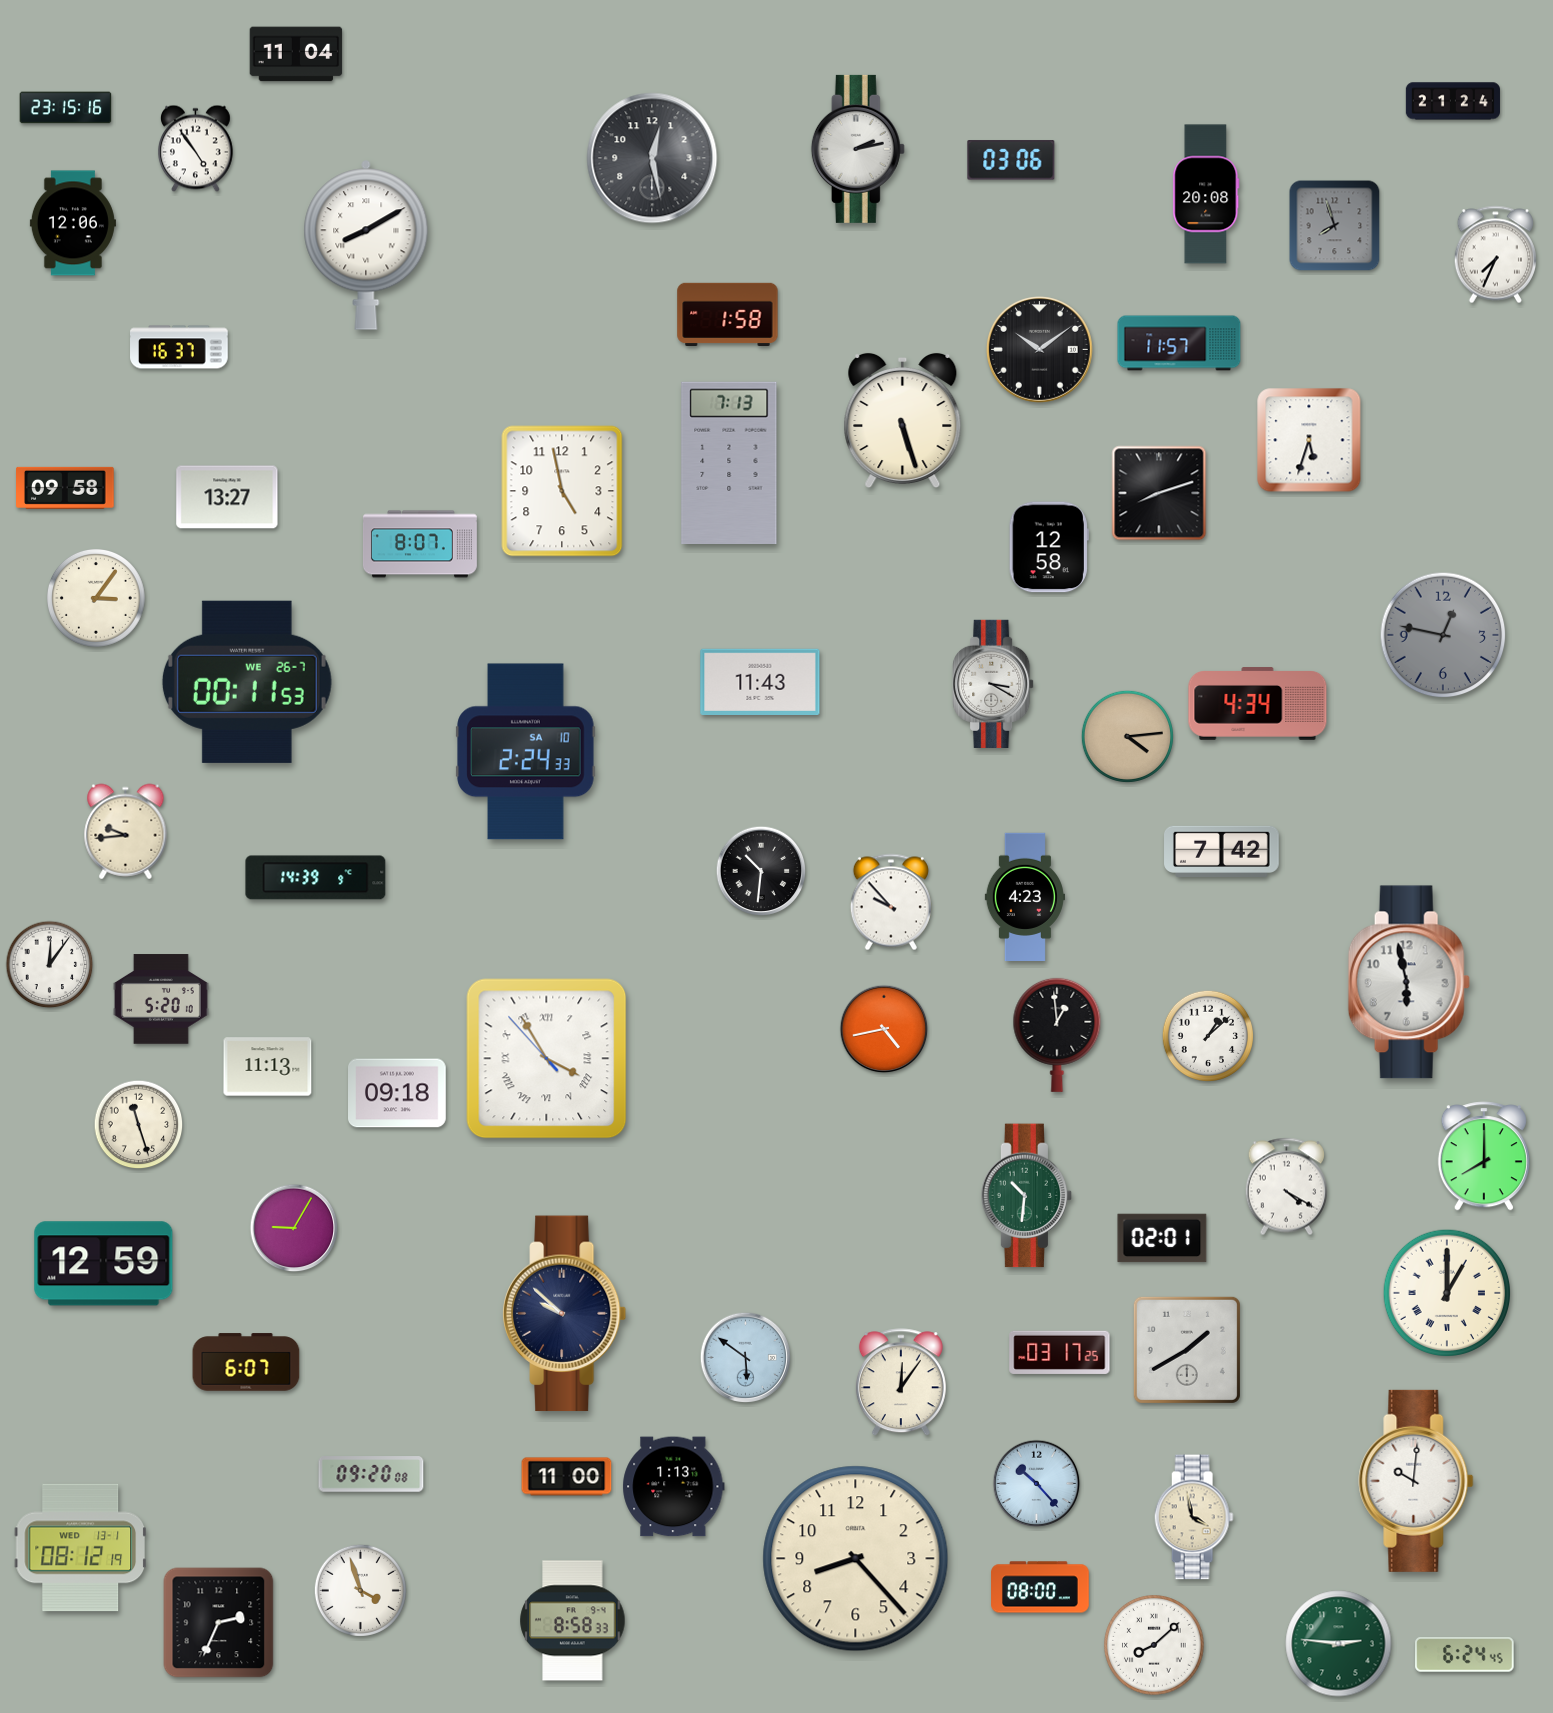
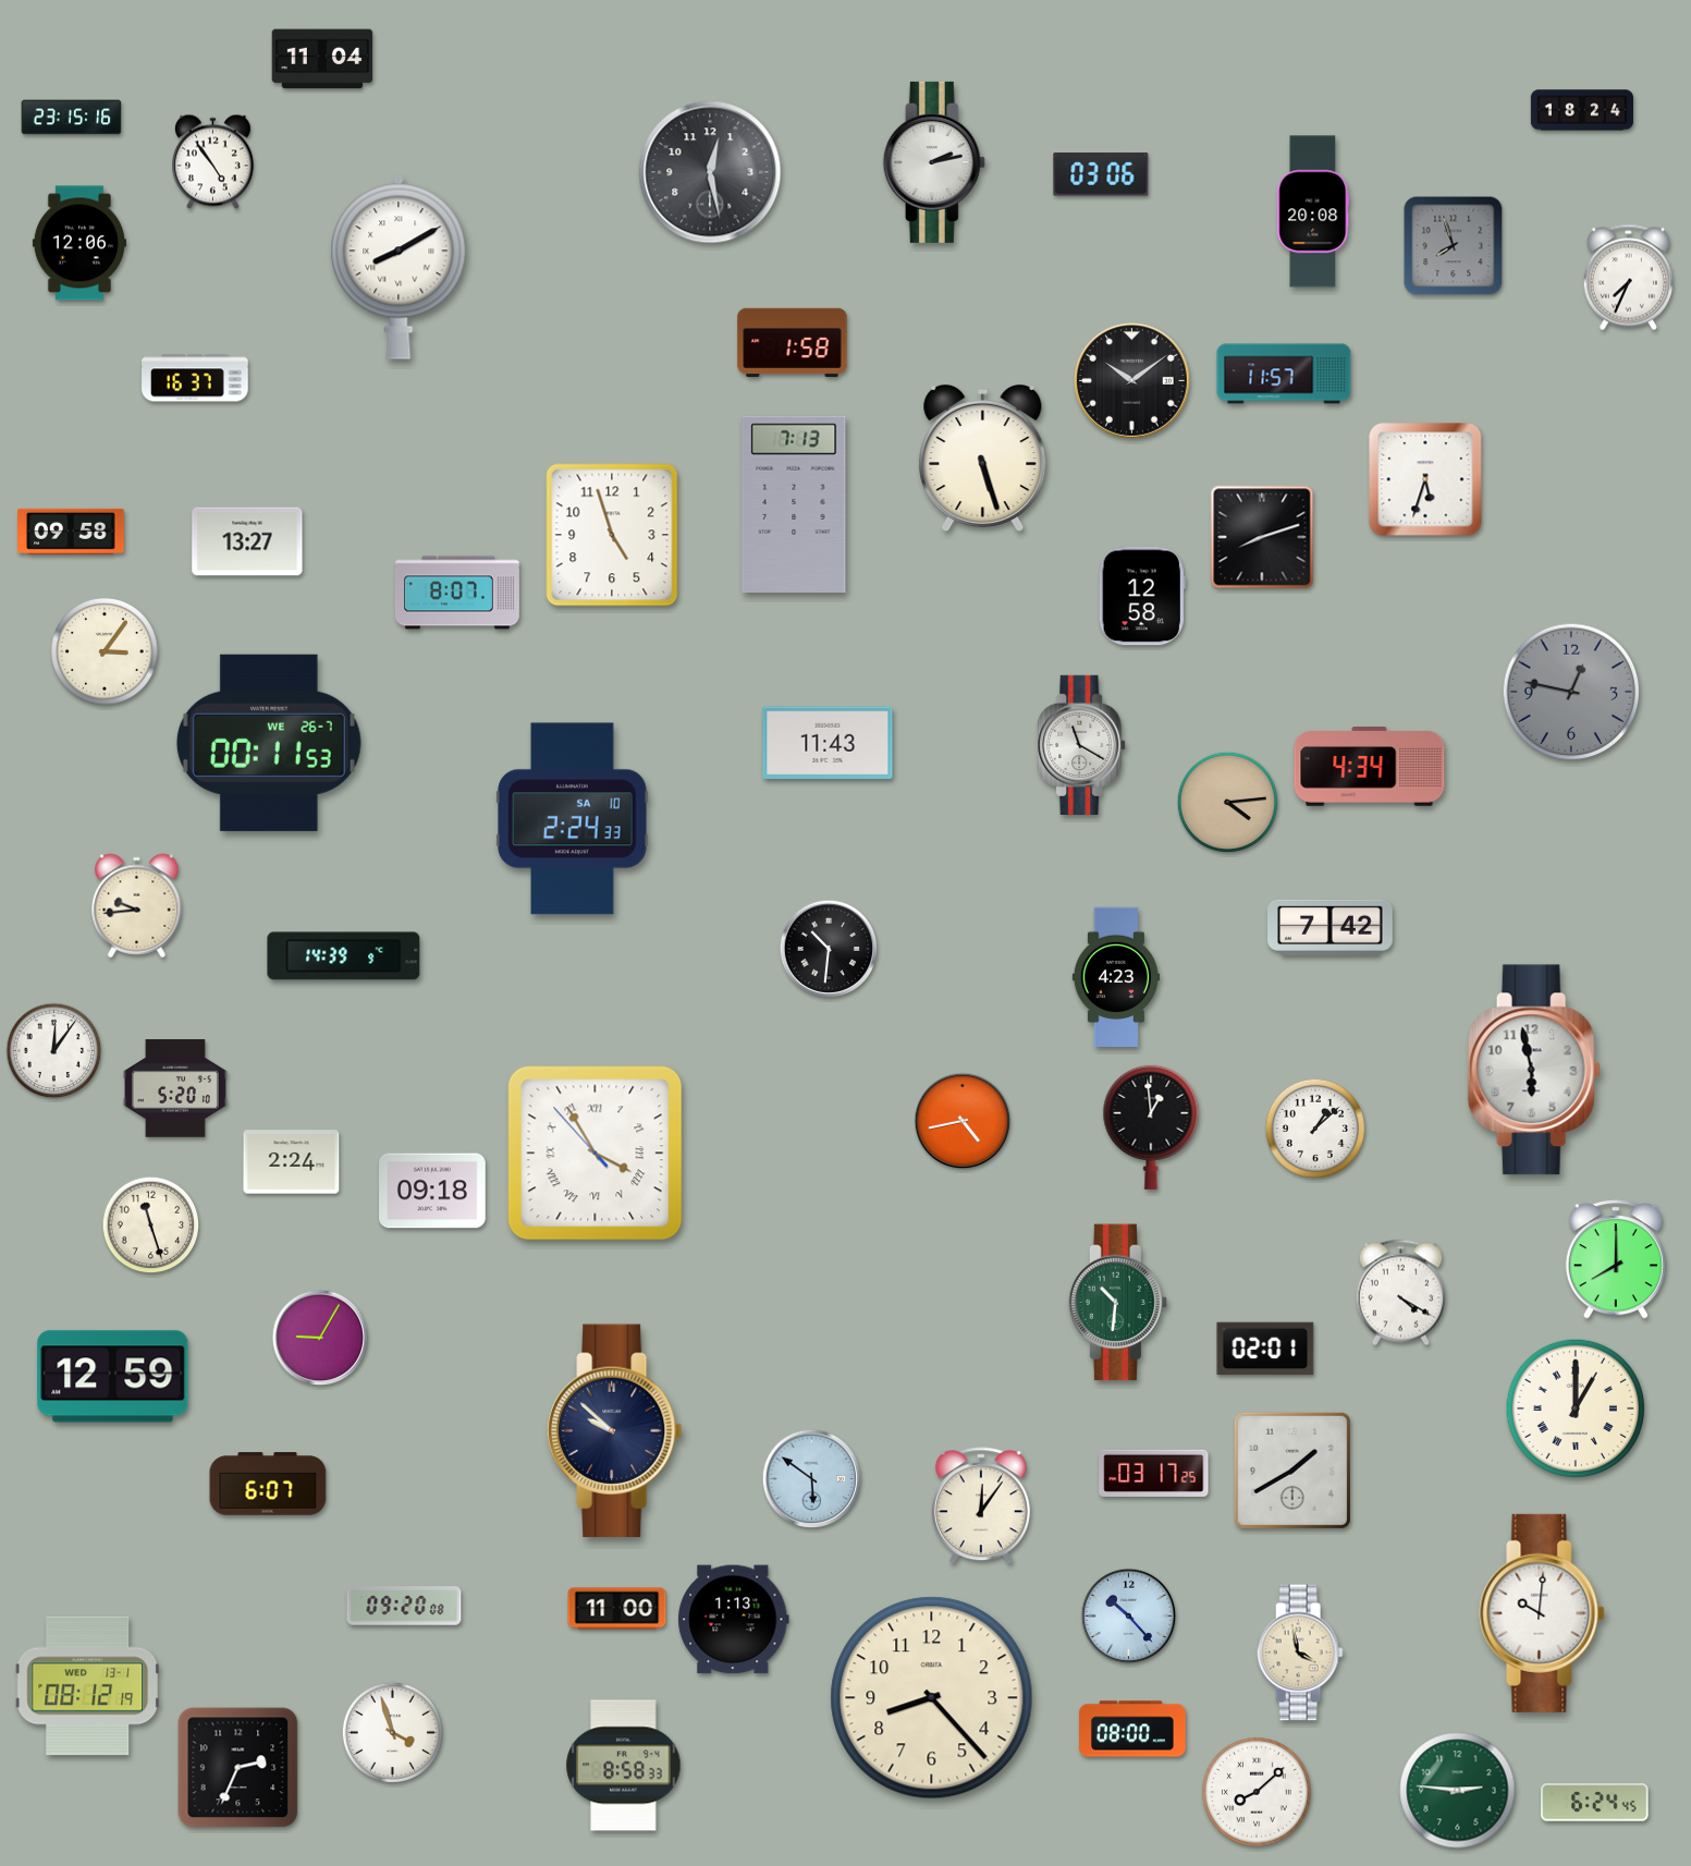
clock at (1453, 101): 21:24 -> 18:24
clock at (562, 491): 4:58 -> 4:57
clock at (993, 684): 3:20 -> 11:20
clock at (891, 902): 9:53 -> none
clock at (268, 1067): 11:13 -> 2:24
